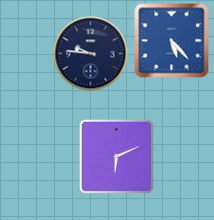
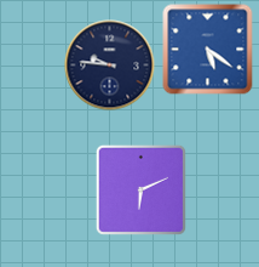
clock at (172, 41): 5:23 -> 5:21
